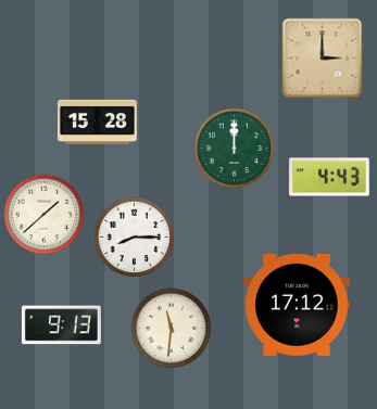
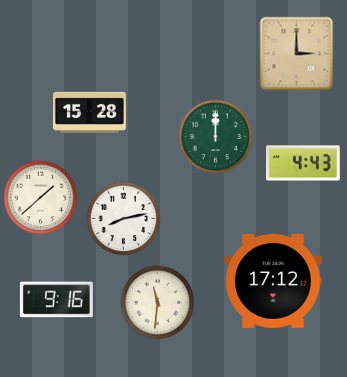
clock at (135, 238): 8:15 -> 8:13
clock at (61, 325): 9:13 -> 9:16
